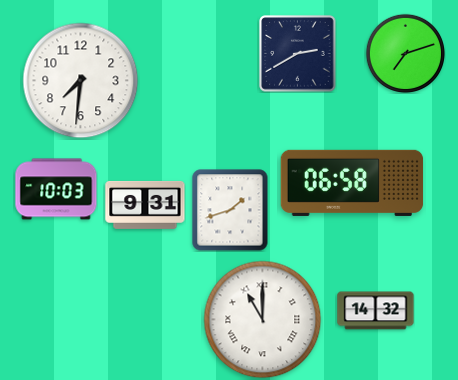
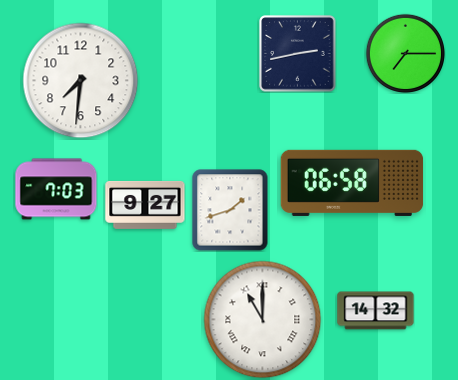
clock at (405, 53): 7:12 -> 7:15
clock at (298, 54): 2:40 -> 2:43
clock at (56, 189): 10:03 -> 7:03
clock at (145, 205): 9:31 -> 9:27
